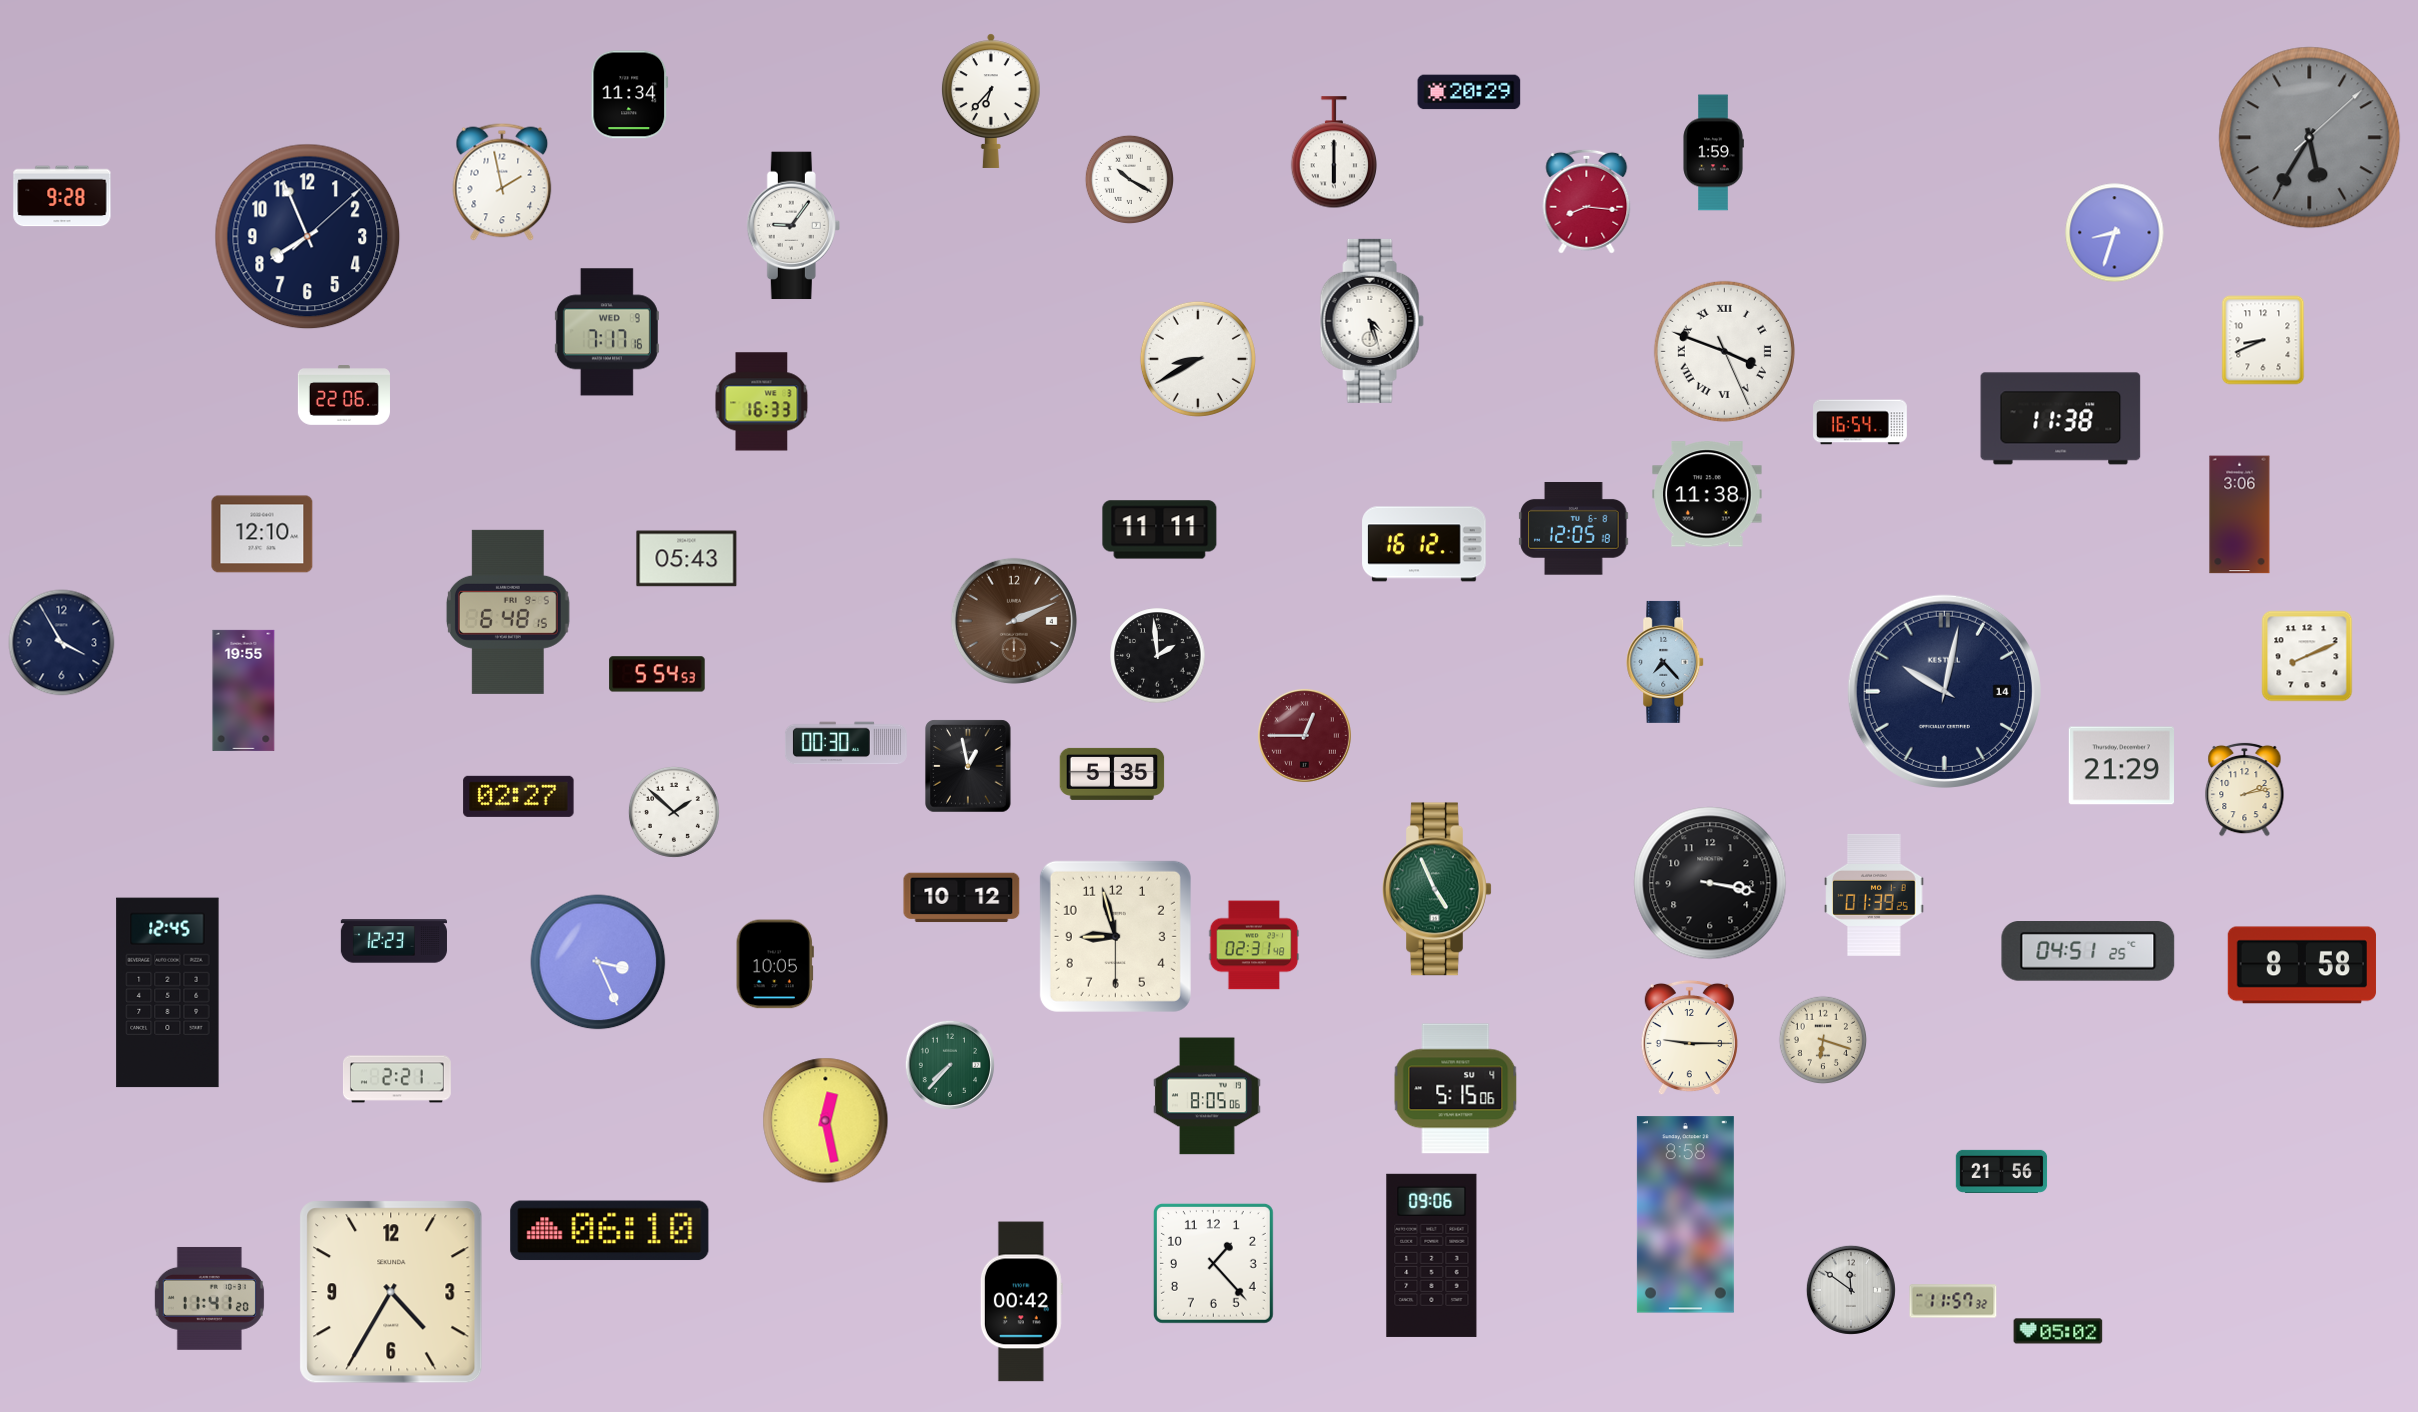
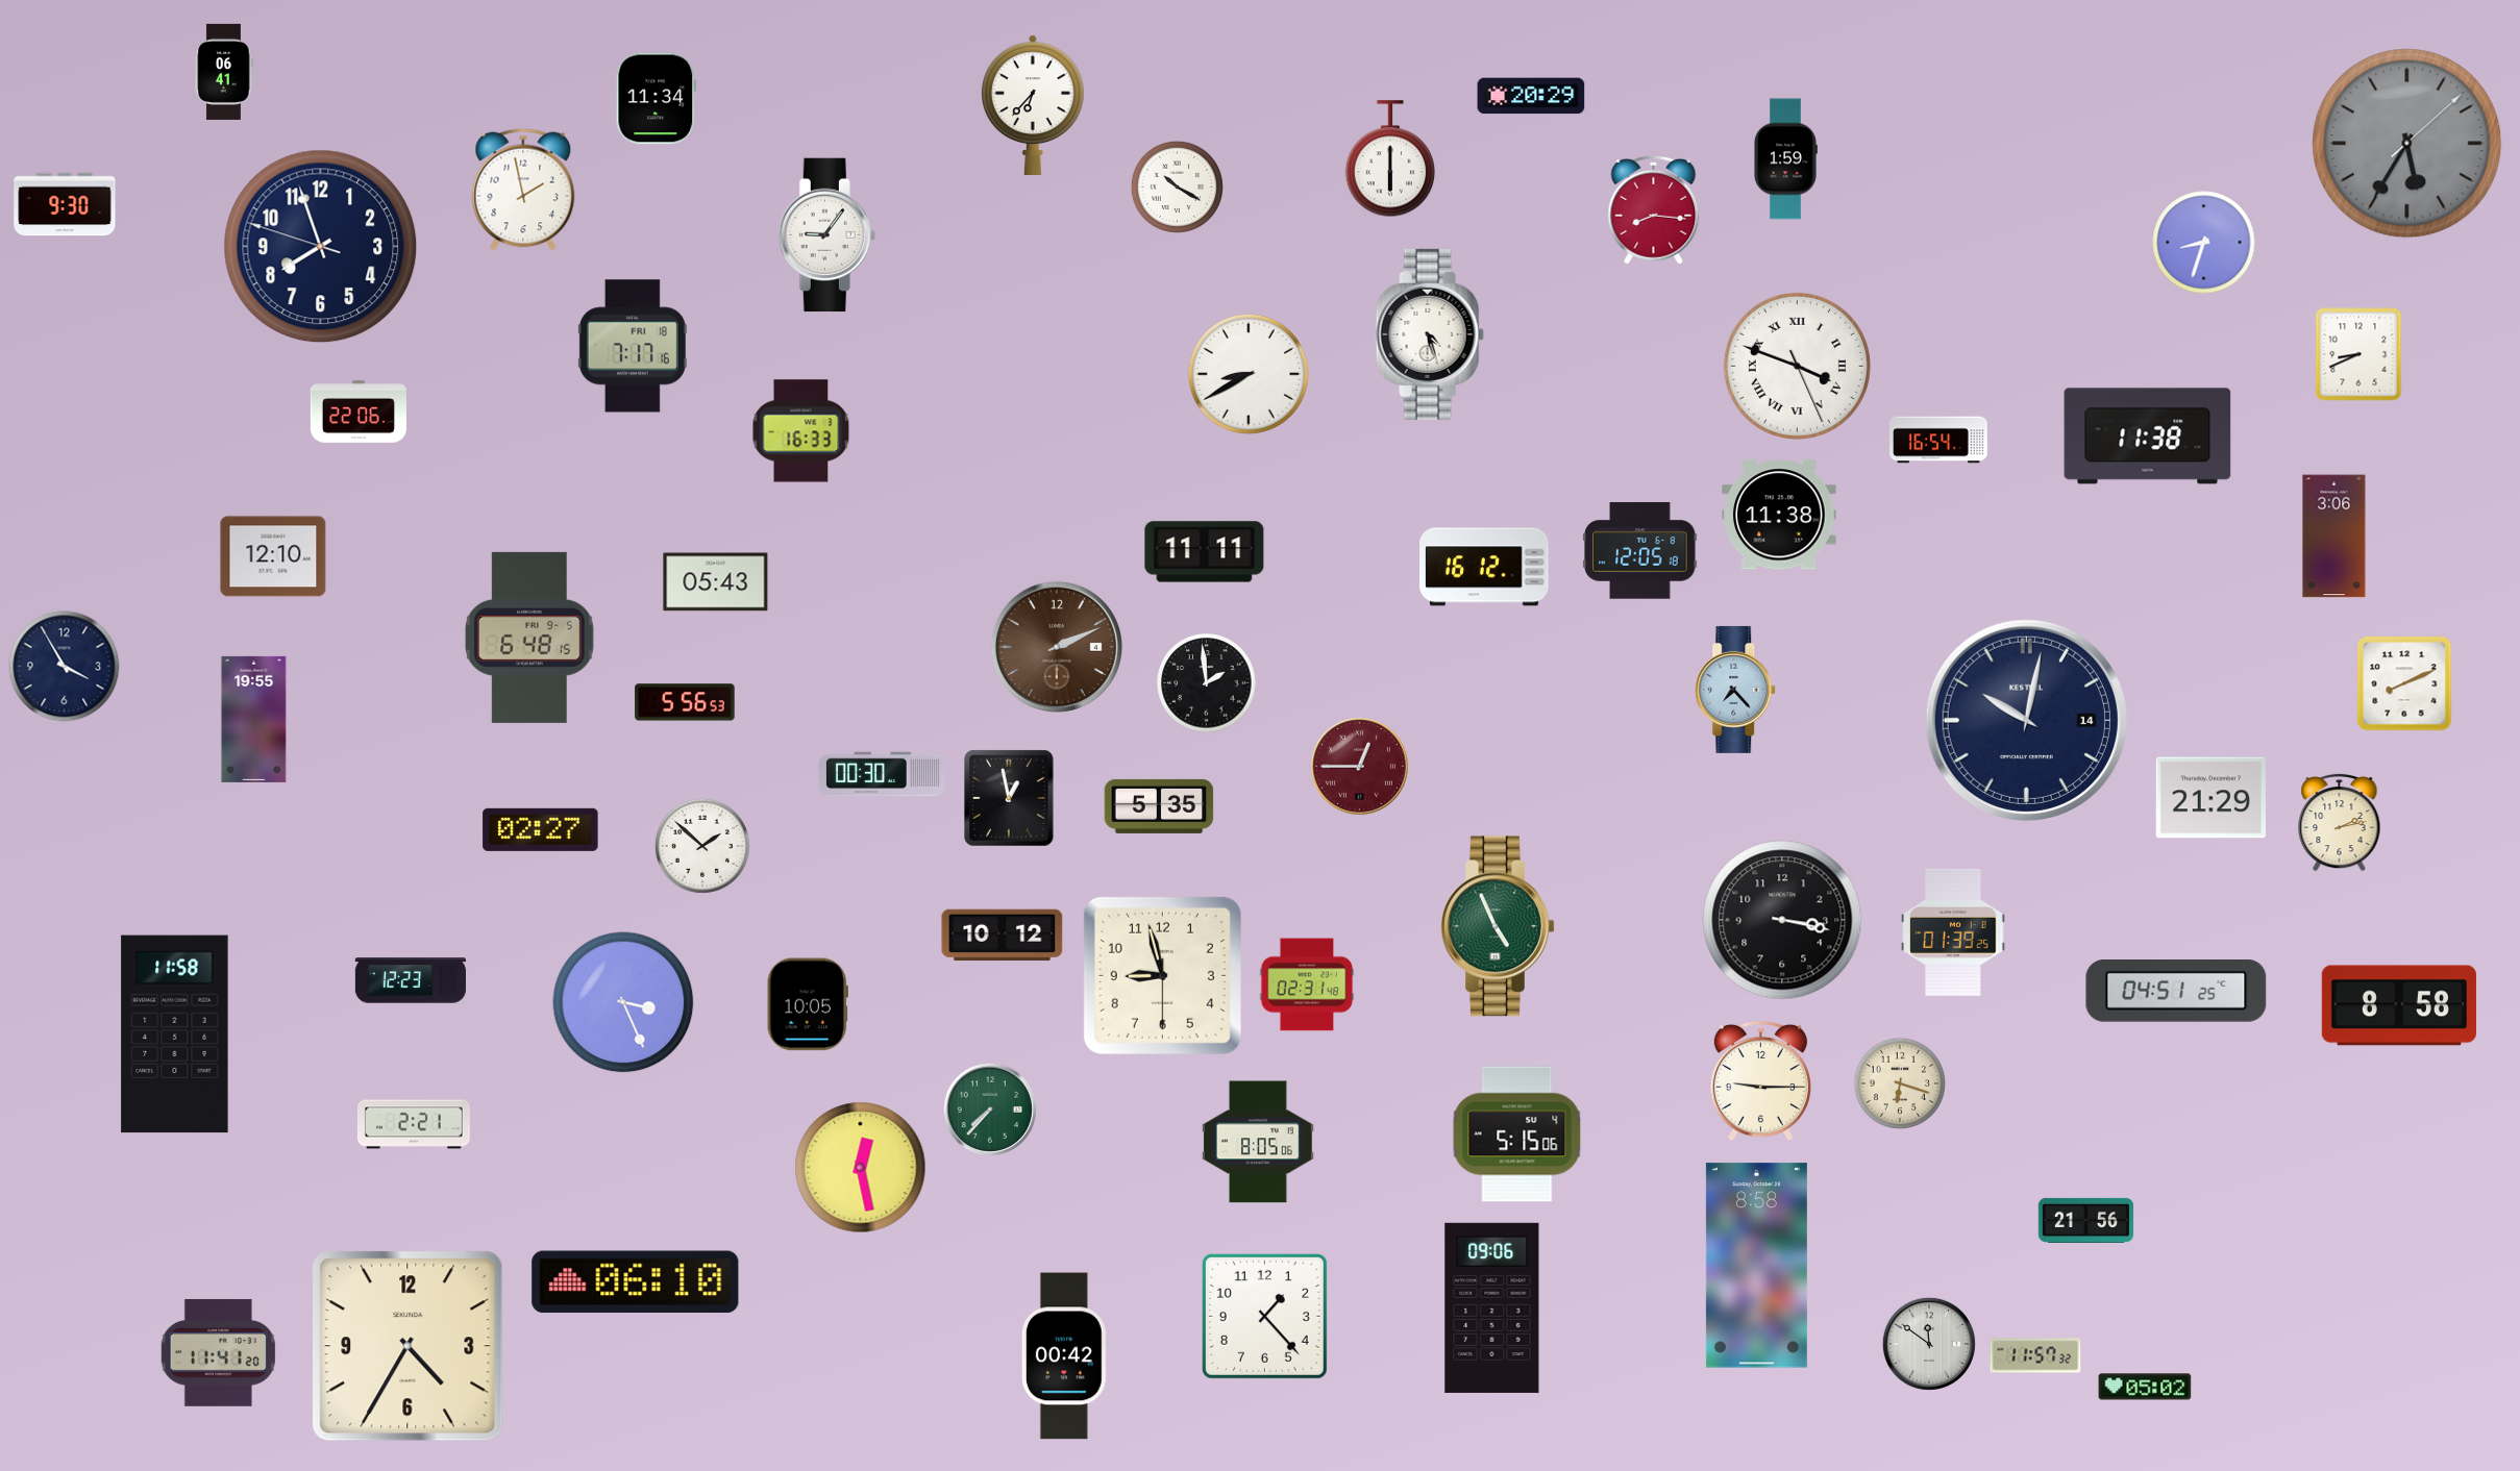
clock at (224, 72): none -> 06:41
clock at (62, 196): 9:28 -> 9:30
clock at (308, 237): 7:56:08 -> 7:56:48
clock at (607, 332) date: WED 9 -> FRI 18
clock at (762, 402) position: (762, 402) -> (801, 431)
clock at (1160, 530) position: (1160, 530) -> (1205, 552)
clock at (62, 643) position: (62, 643) -> (65, 667)
clock at (657, 674): 5:54 -> 5:56
clock at (168, 993): 12:45 -> 11:58
